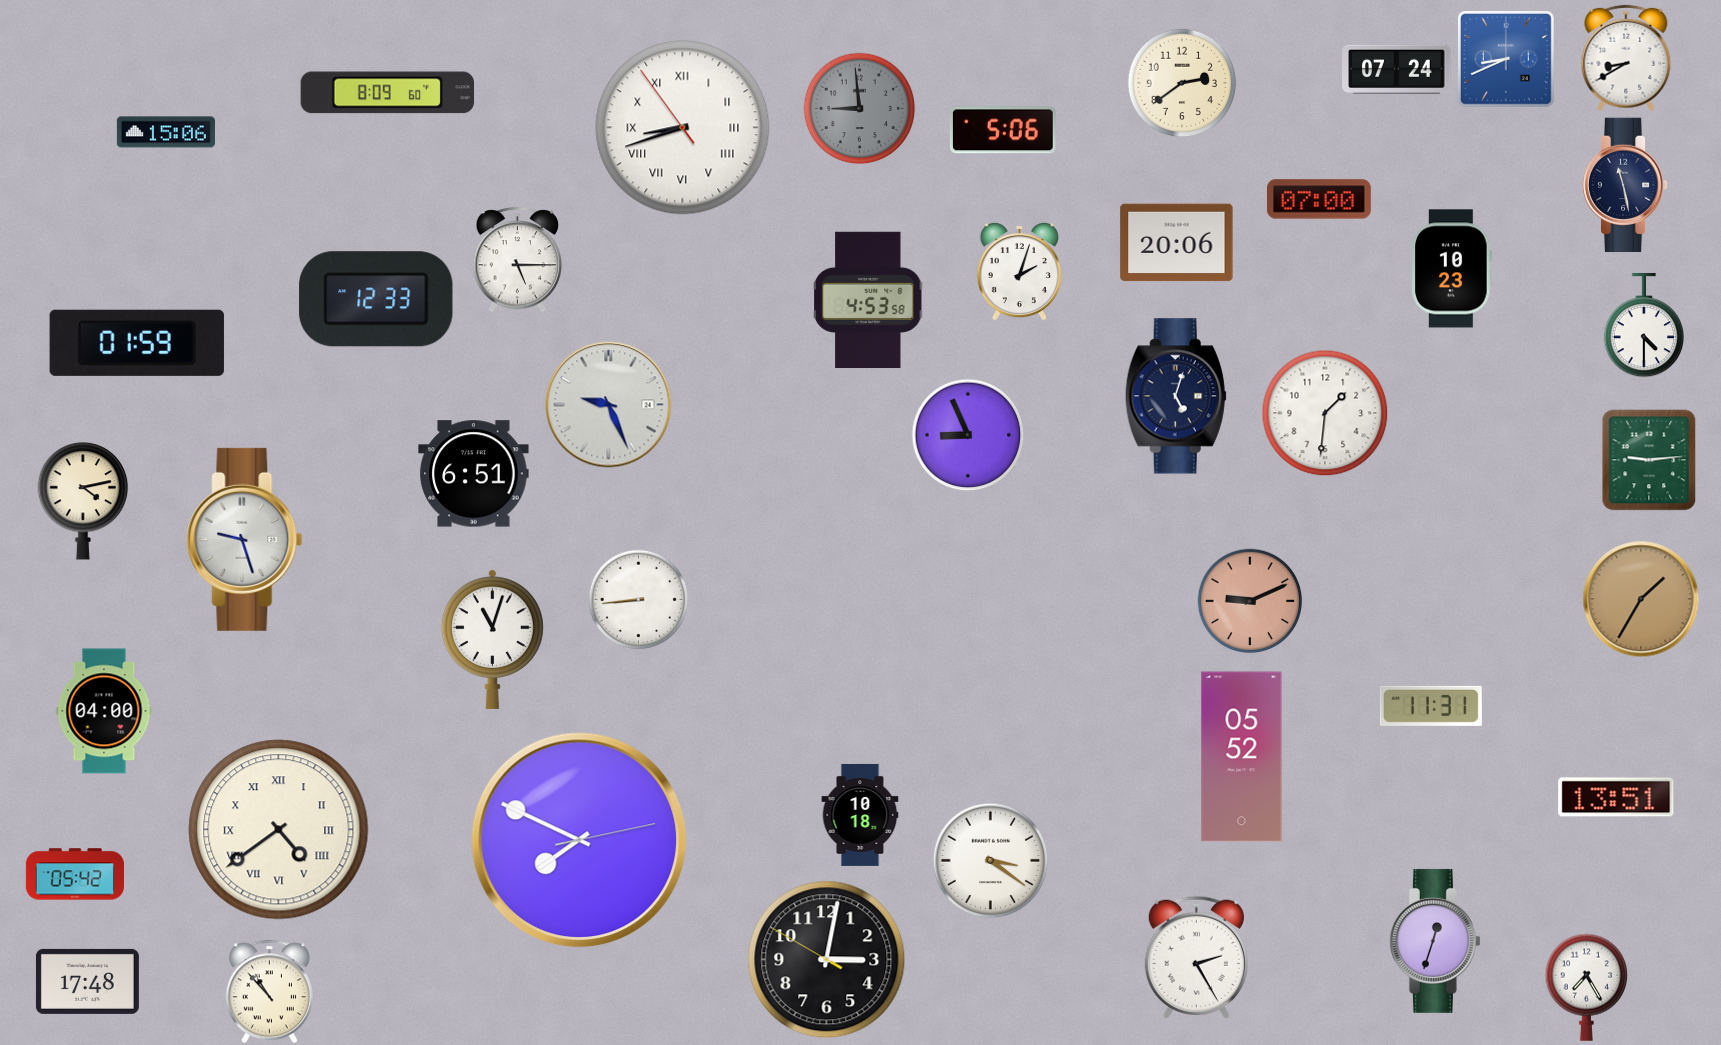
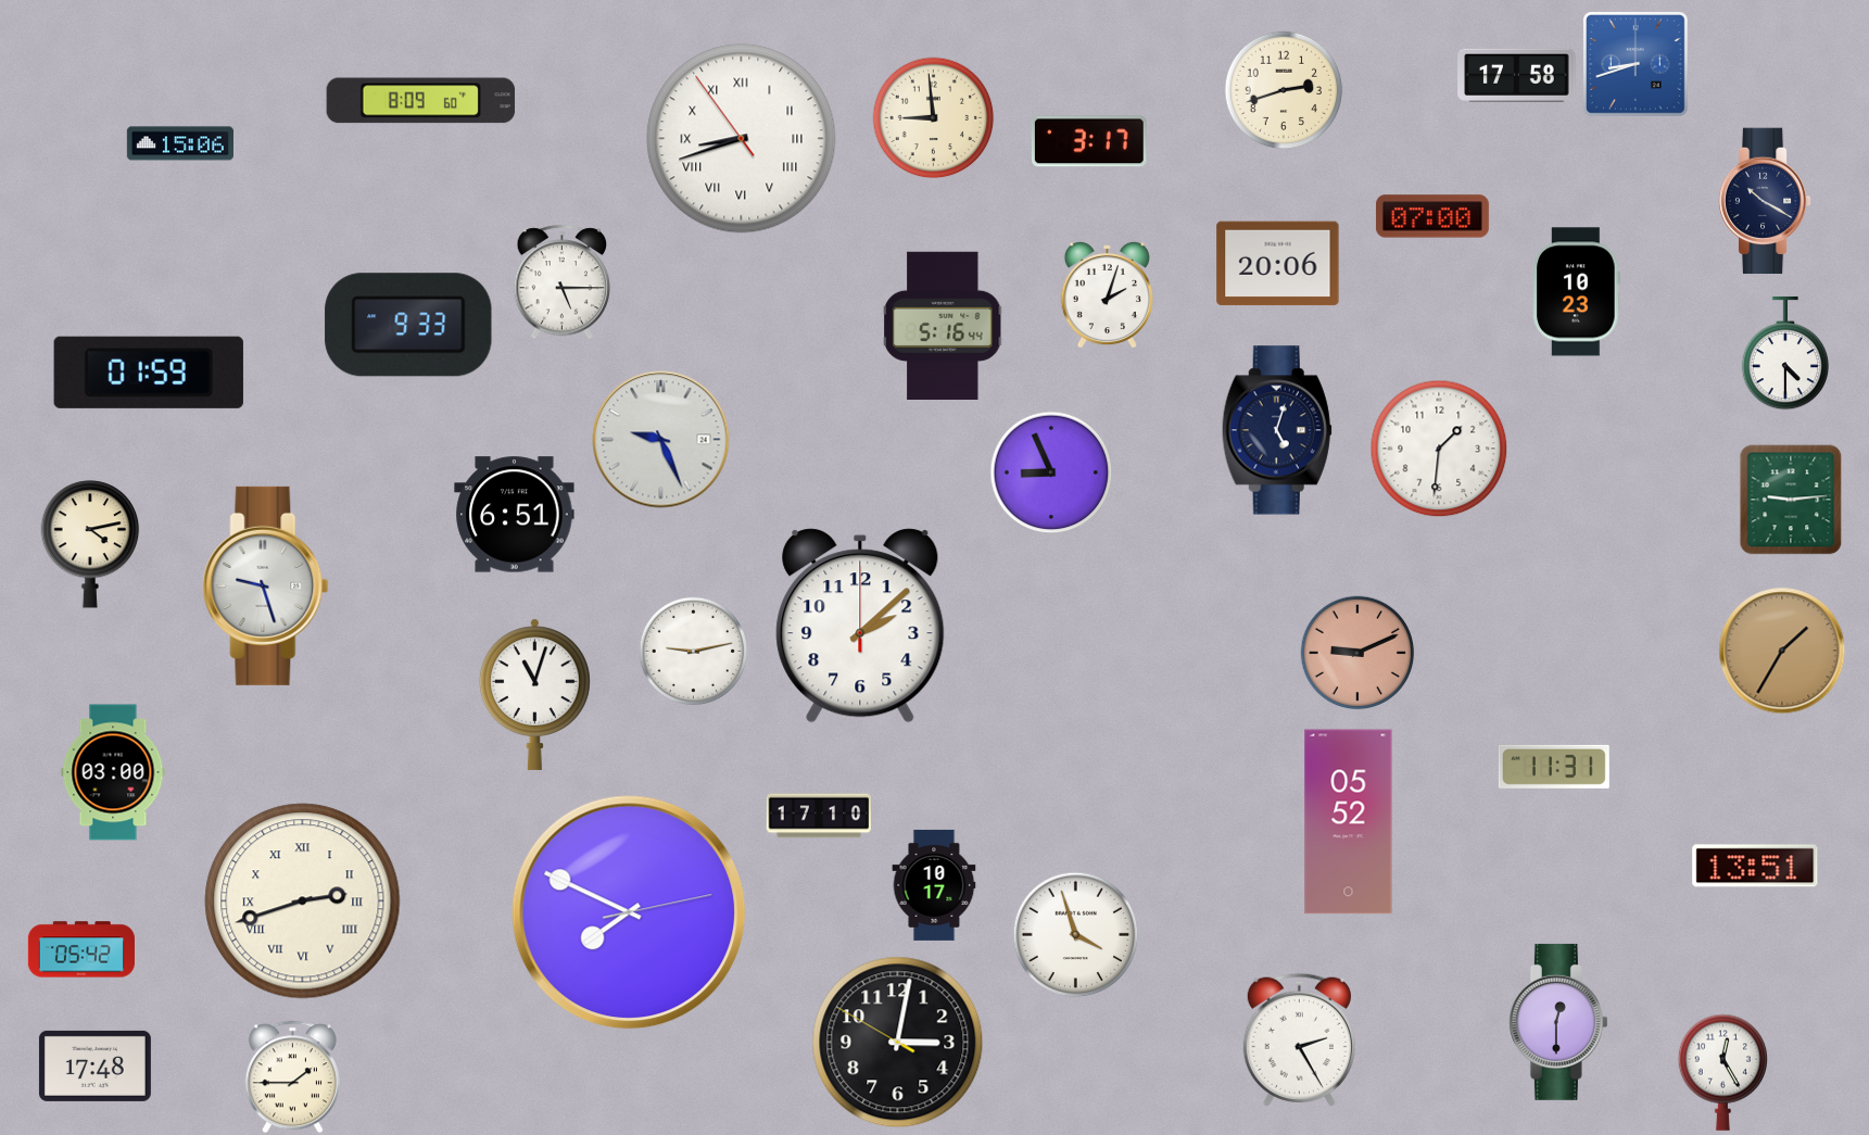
clock at (1626, 58): 8:40 -> none
clock at (1506, 59): 8:41 -> 8:42
clock at (1397, 69): 07:24 -> 17:58
clock at (1182, 83): 2:39 -> 2:42
clock at (860, 109) dial: grey -> cream
clock at (1003, 130): 5:06 -> 3:17
clock at (1625, 185): 11:28 -> 10:20
clock at (376, 299): 12:33 -> 9:33
clock at (869, 299): 4:53 -> 5:16
clock at (860, 626): none -> 2:08
clock at (639, 600): 8:44 -> 9:13
clock at (104, 711): 04:00 -> 03:00
clock at (819, 816): none -> 17:10
clock at (860, 815): 10:18 -> 10:17
clock at (279, 830): 4:39 -> 2:42
clock at (991, 861): 3:21 -> 3:57
clock at (1435, 941): 12:33 -> 12:30
clock at (1587, 987): 7:25 -> 12:25
clock at (269, 992): 10:53 -> 1:45
